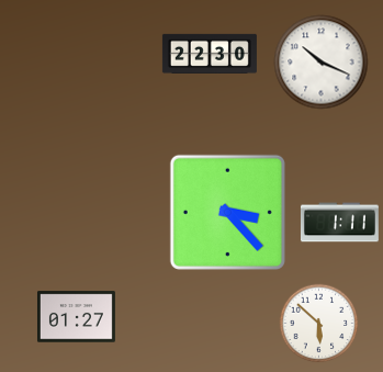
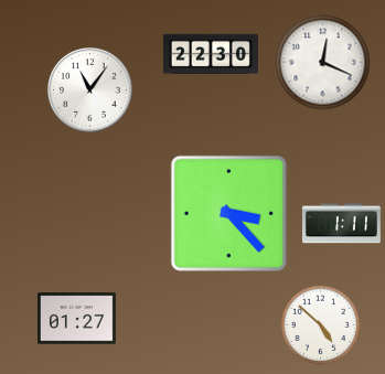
clock at (322, 63): 10:19 -> 12:19
clock at (90, 90): none -> 11:06
clock at (319, 324): 5:52 -> 4:52
